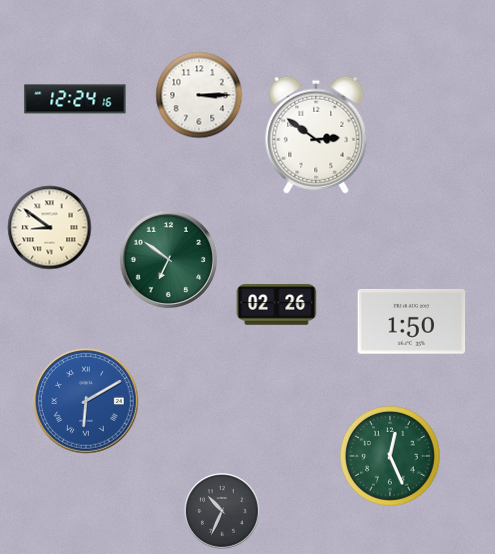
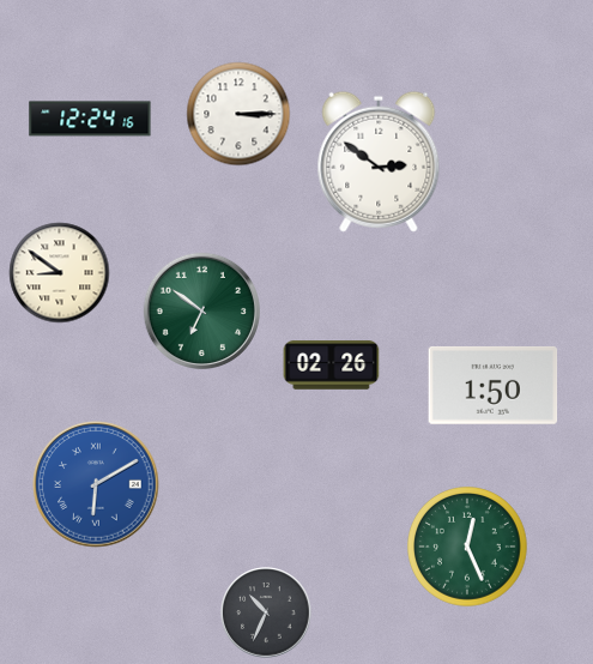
clock at (86, 401) position: (86, 401) -> (96, 484)
